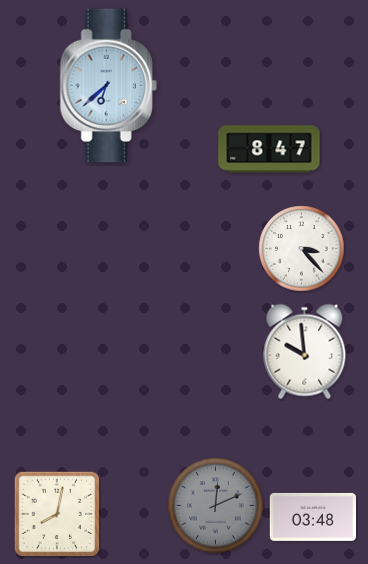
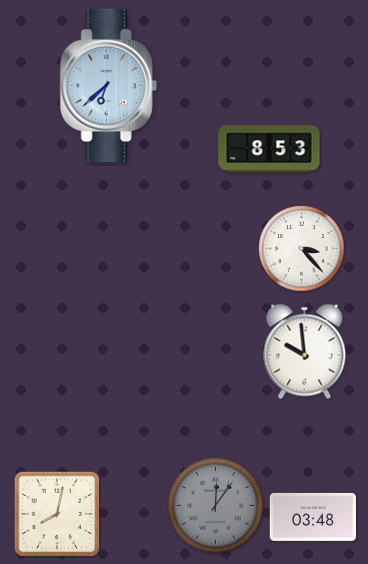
clock at (269, 149): 8:47 -> 8:53
clock at (216, 506): 12:11 -> 12:06
